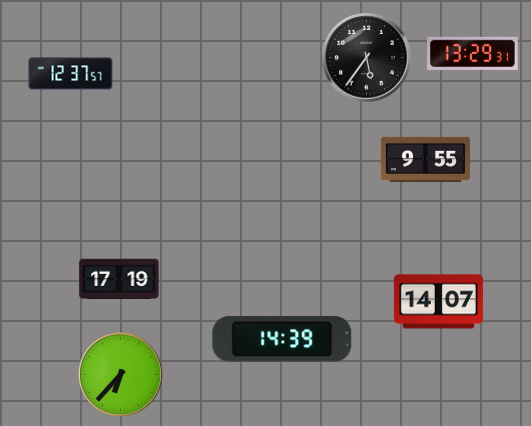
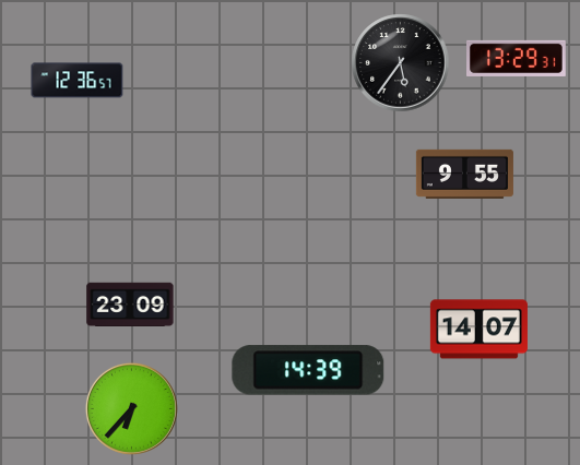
clock at (71, 74): 12:37 -> 12:36
clock at (119, 279): 17:19 -> 23:09
